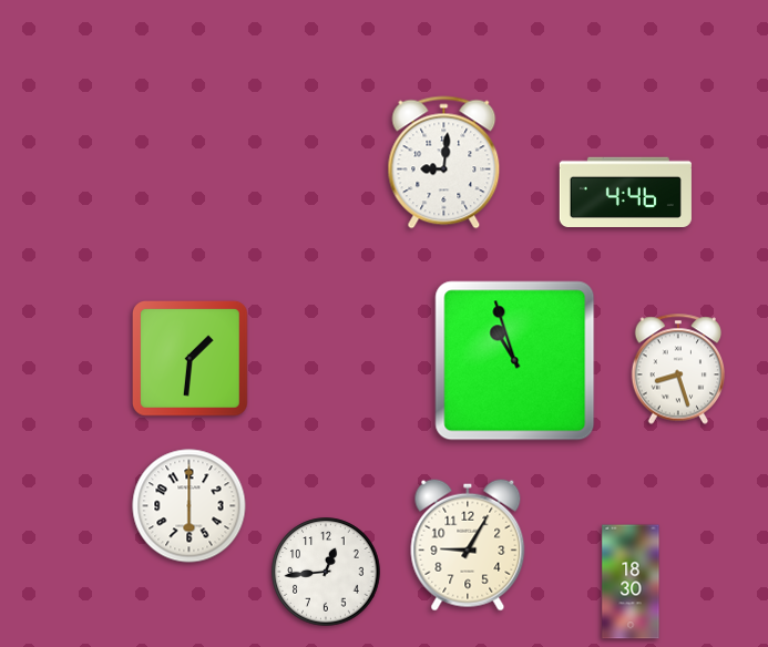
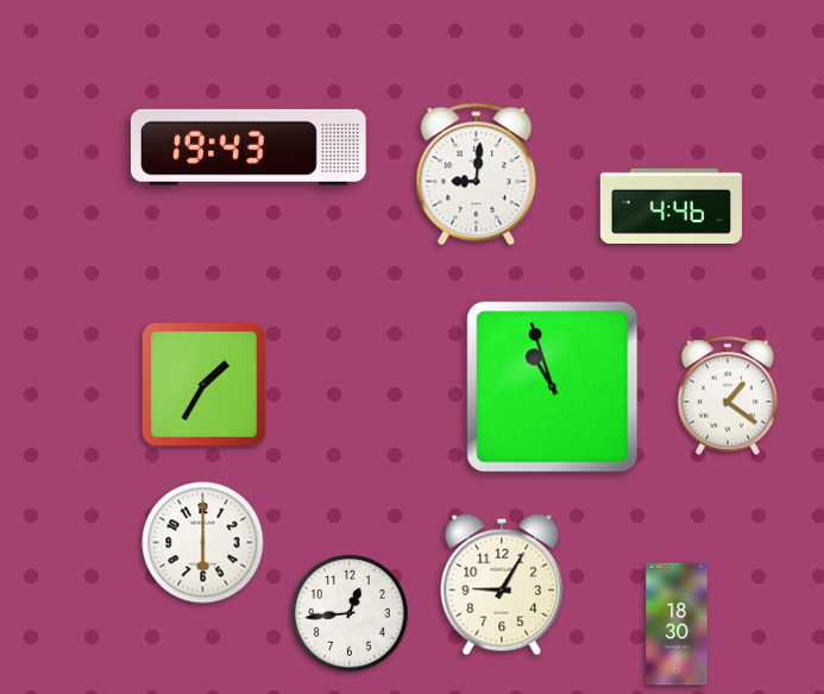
clock at (249, 147): none -> 19:43
clock at (191, 359): 1:31 -> 1:35
clock at (678, 369): 8:27 -> 1:21
